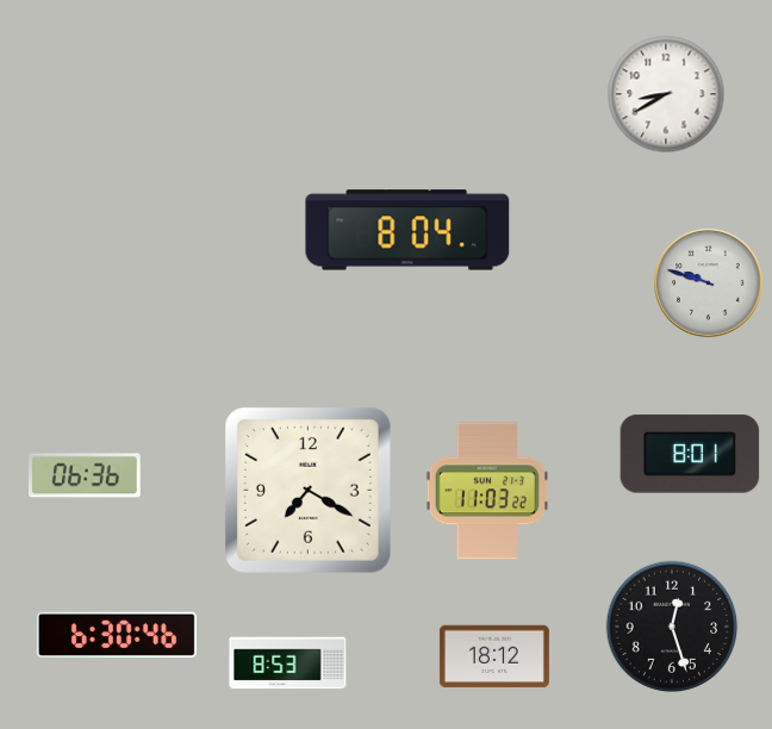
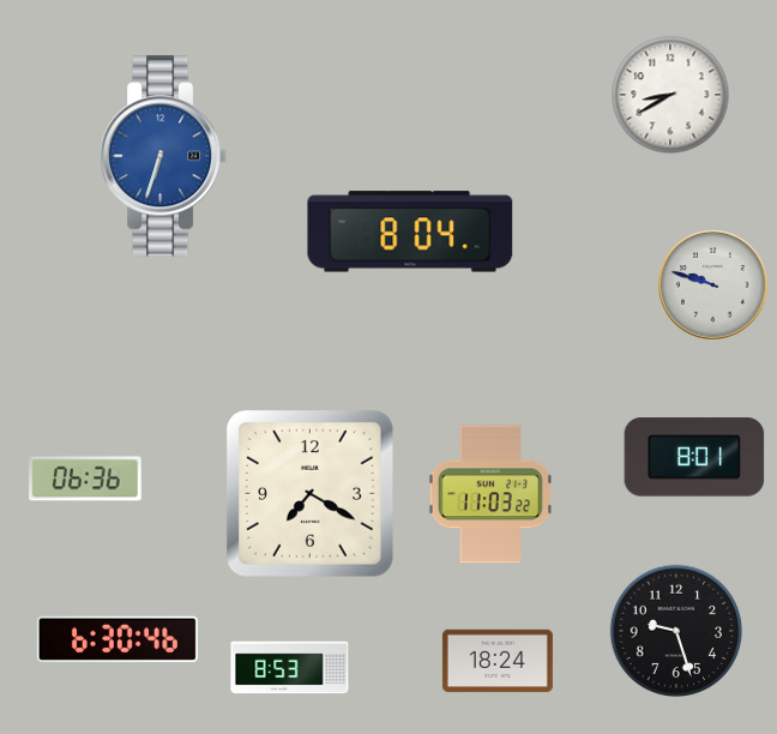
clock at (163, 156): none -> 6:33
clock at (672, 627): 12:27 -> 9:27
clock at (494, 656): 18:12 -> 18:24
